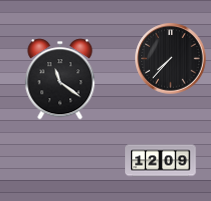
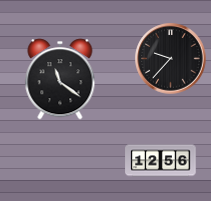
clock at (171, 59): 7:37 -> 9:37
clock at (161, 161): 12:09 -> 12:56
